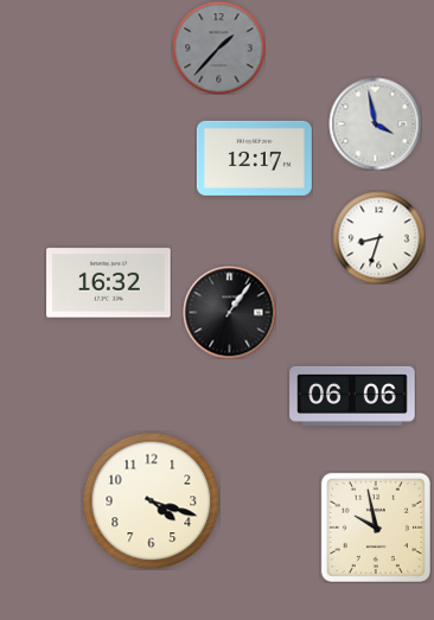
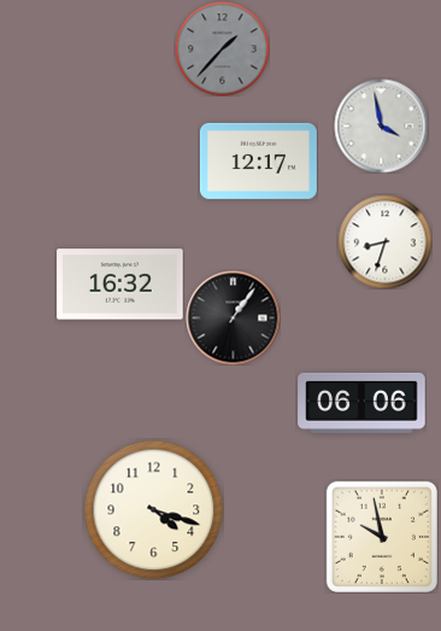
clock at (109, 283) position: (109, 283) -> (120, 285)
clock at (352, 396) position: (352, 396) -> (361, 403)
